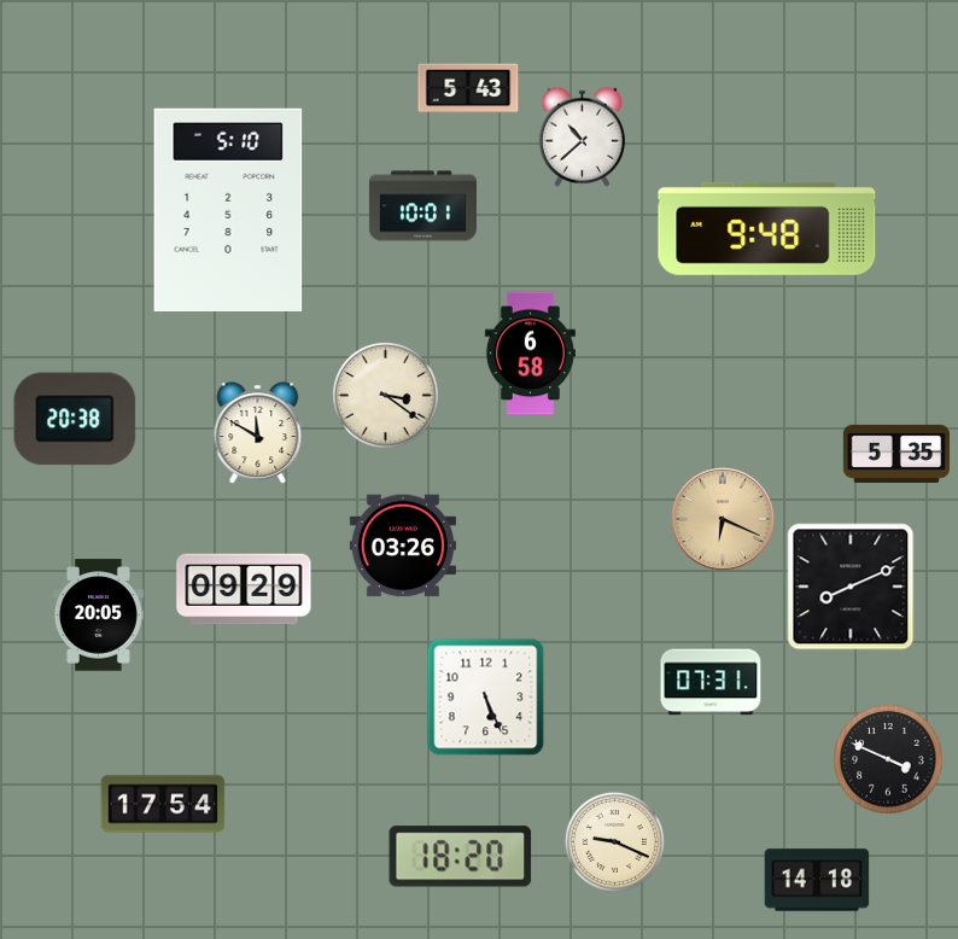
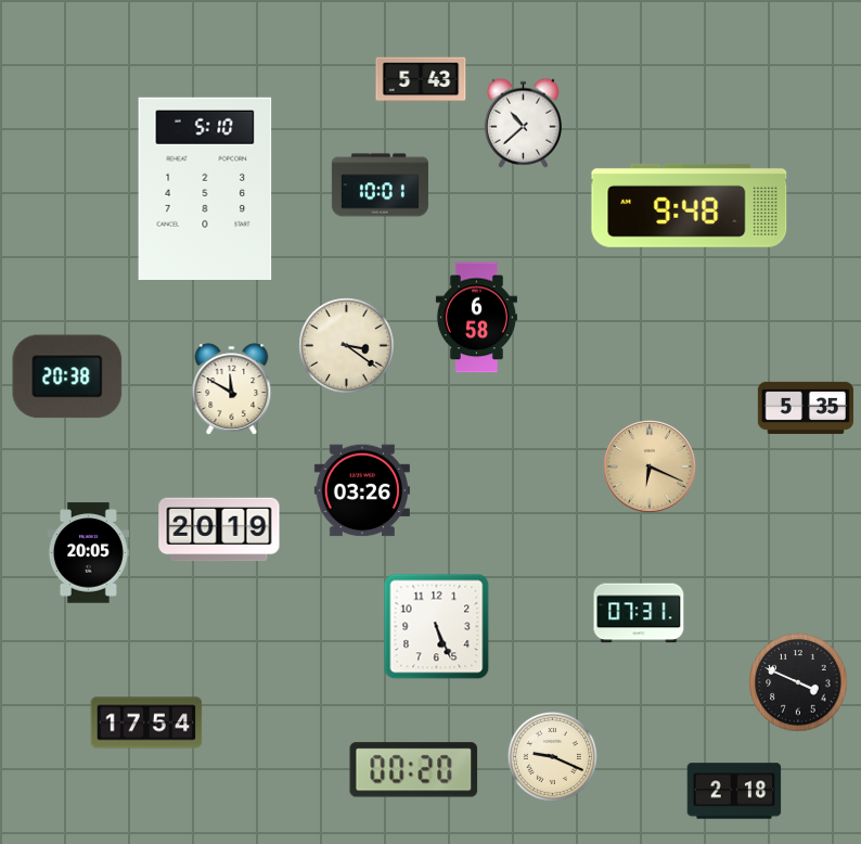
clock at (386, 396) position: (386, 396) -> (347, 346)
clock at (851, 587): 8:11 -> none
clock at (244, 589): 09:29 -> 20:19
clock at (461, 857): 18:20 -> 00:20
clock at (817, 880): 14:18 -> 2:18
